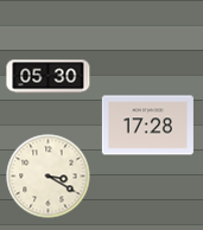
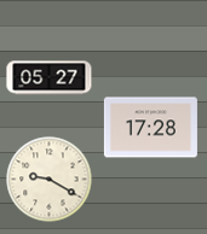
clock at (49, 77): 05:30 -> 05:27
clock at (49, 177): 3:20 -> 9:20
